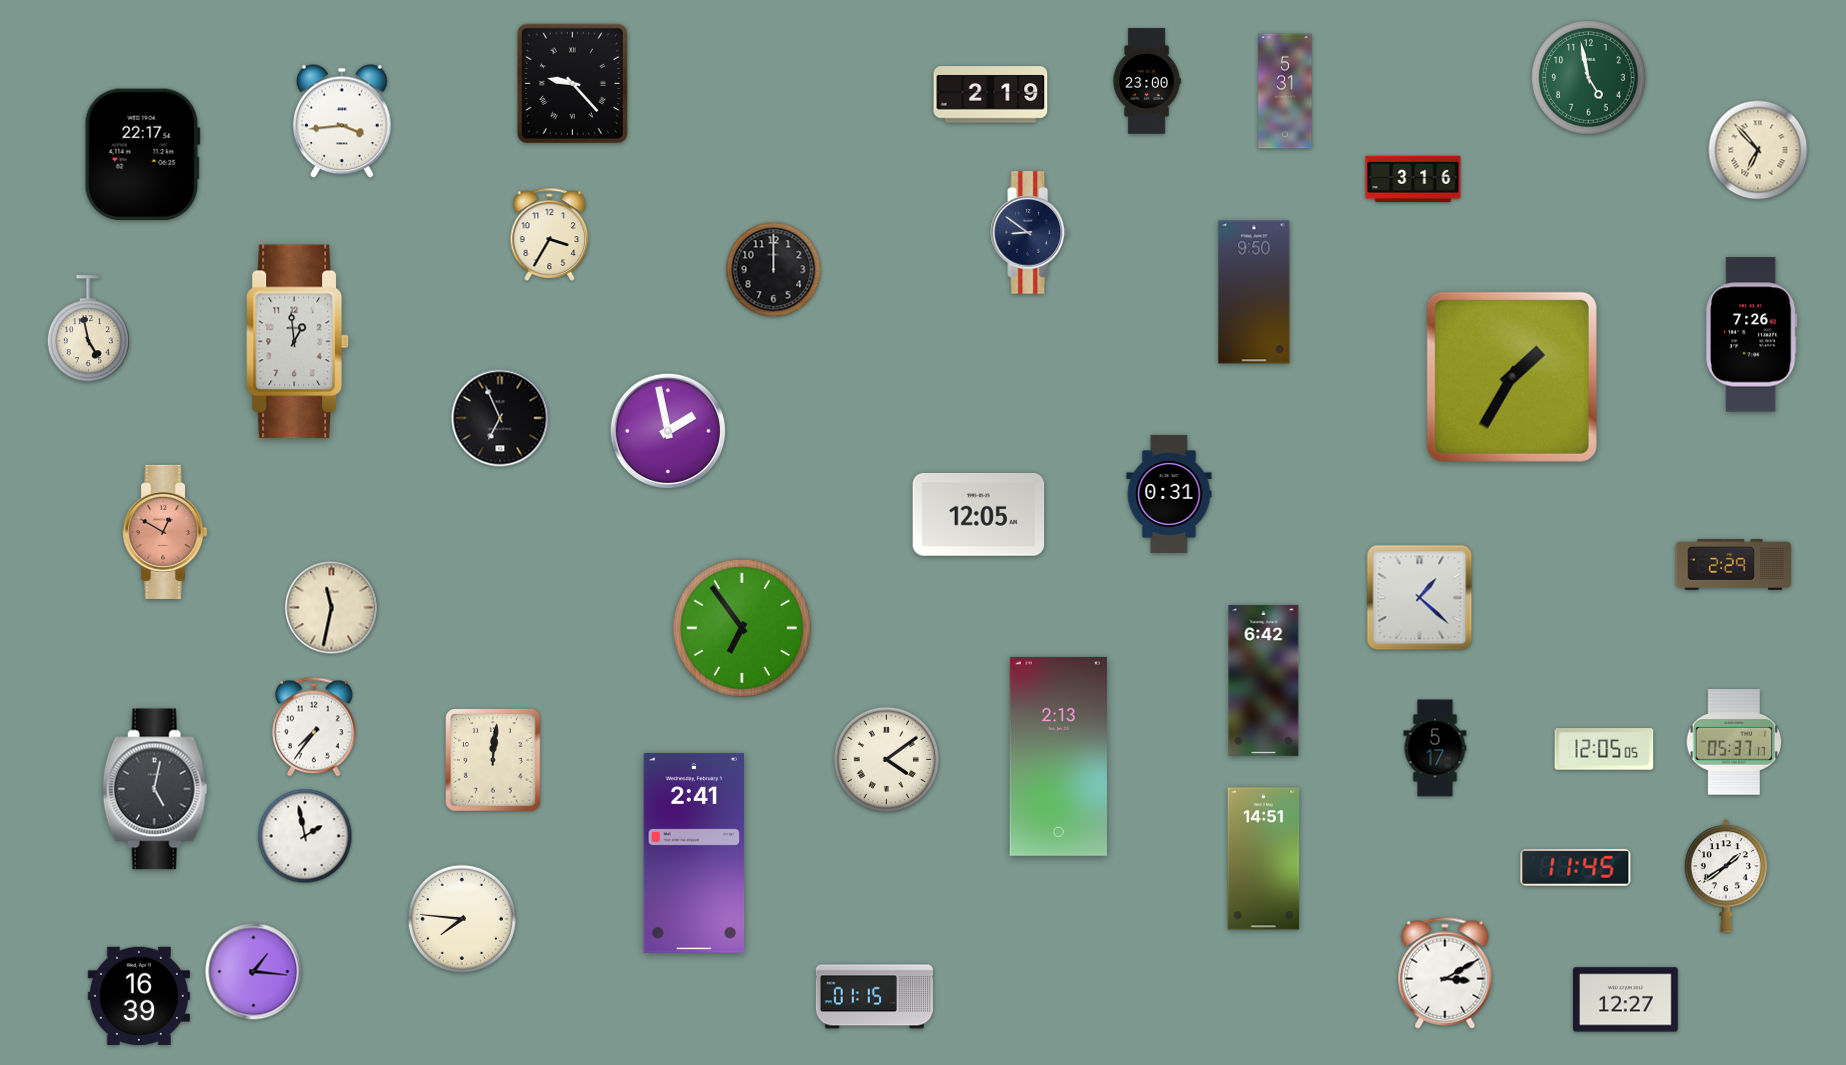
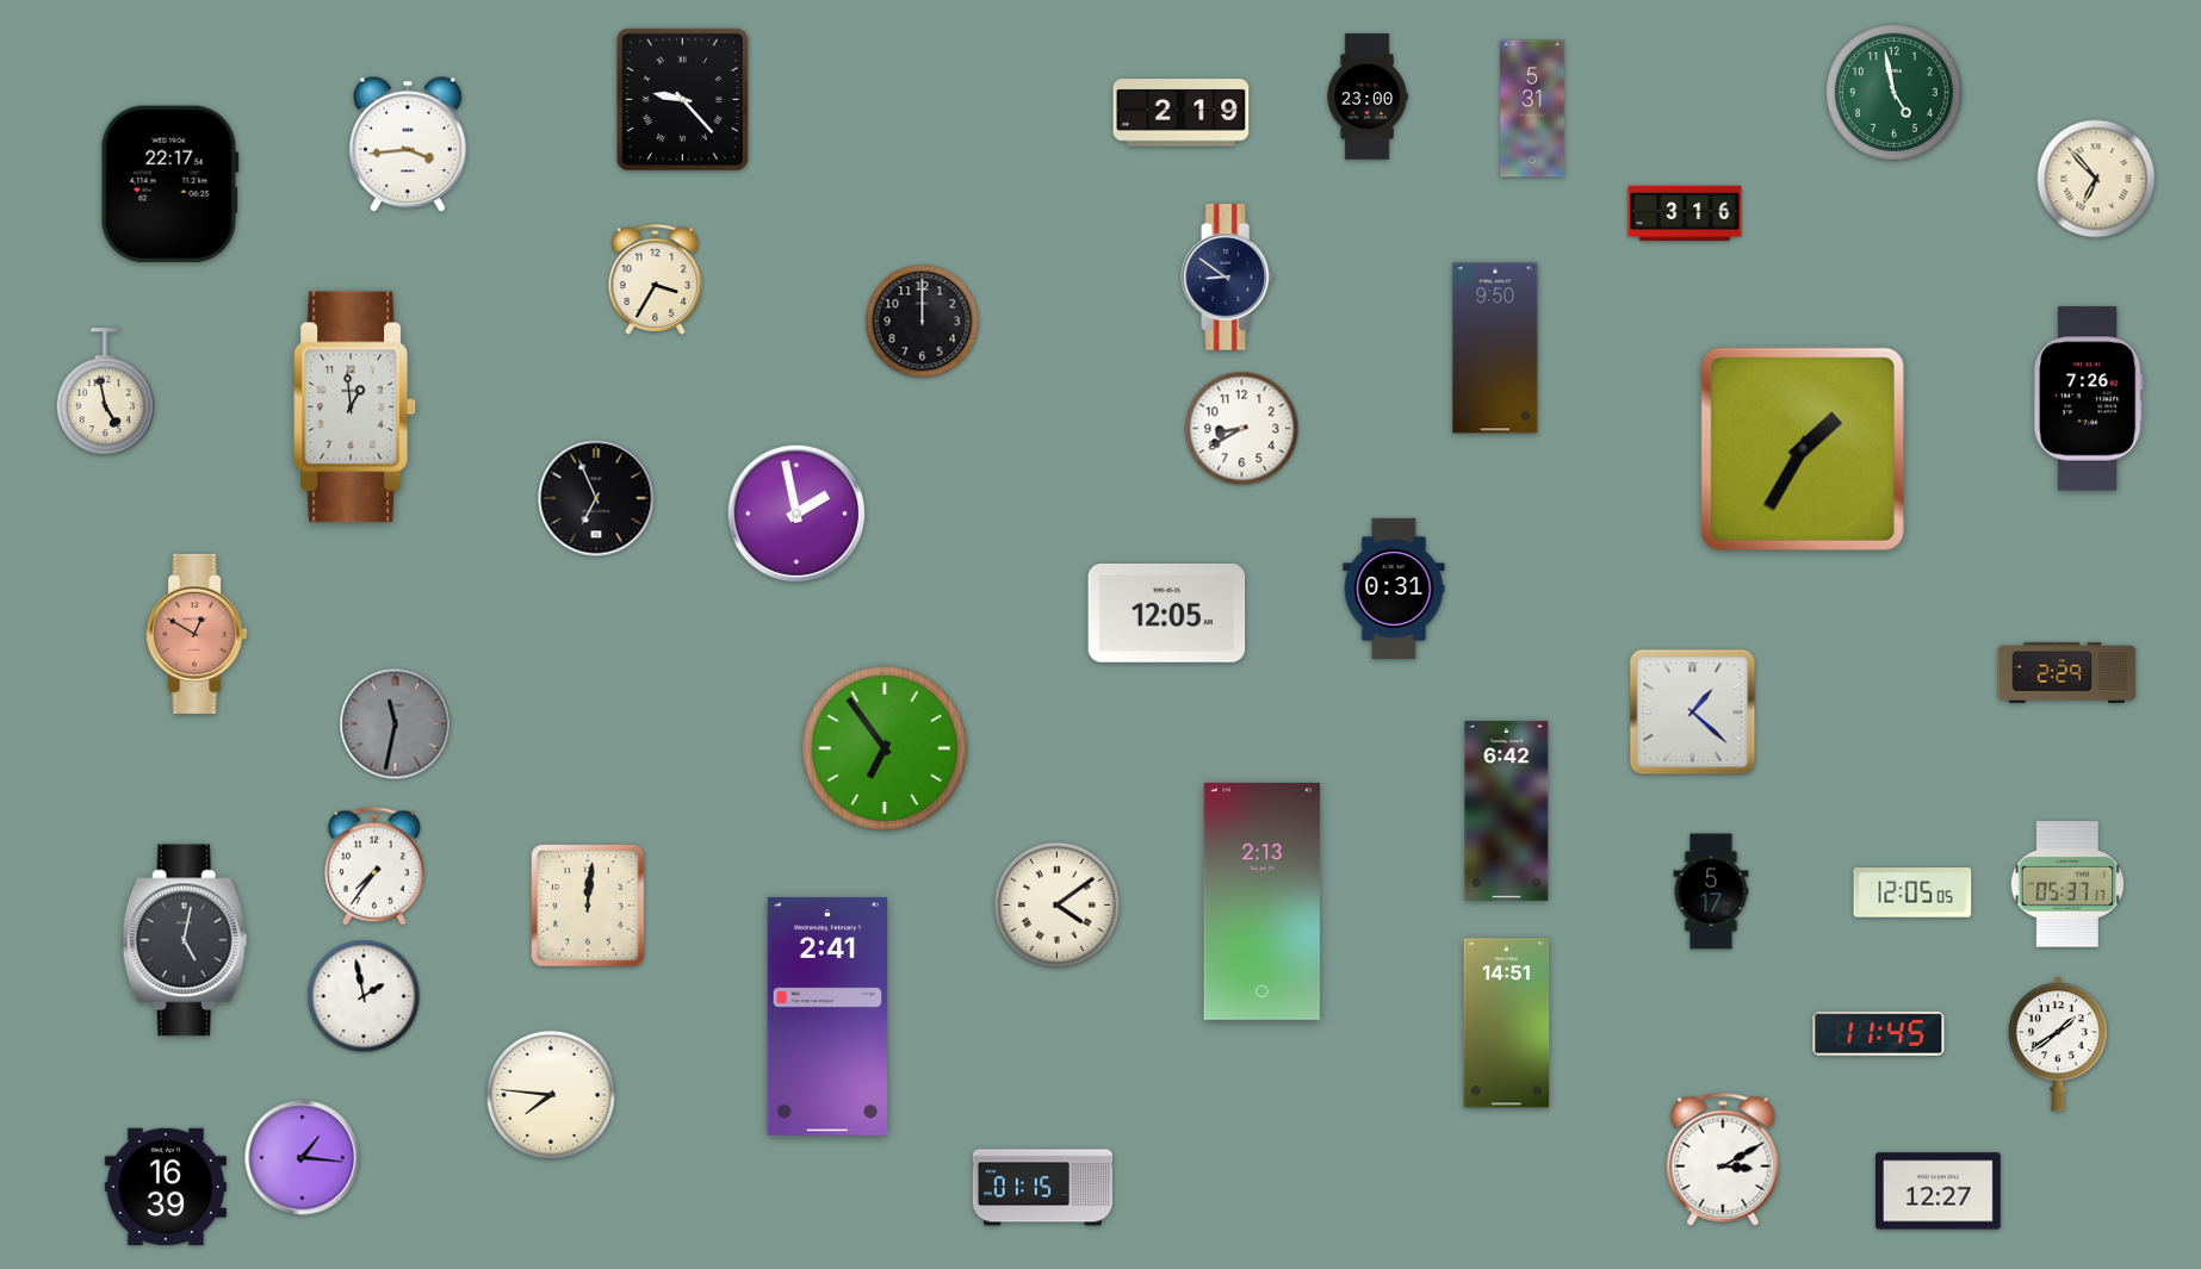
clock at (1242, 429): none -> 8:40
clock at (332, 608) dial: cream -> grey
